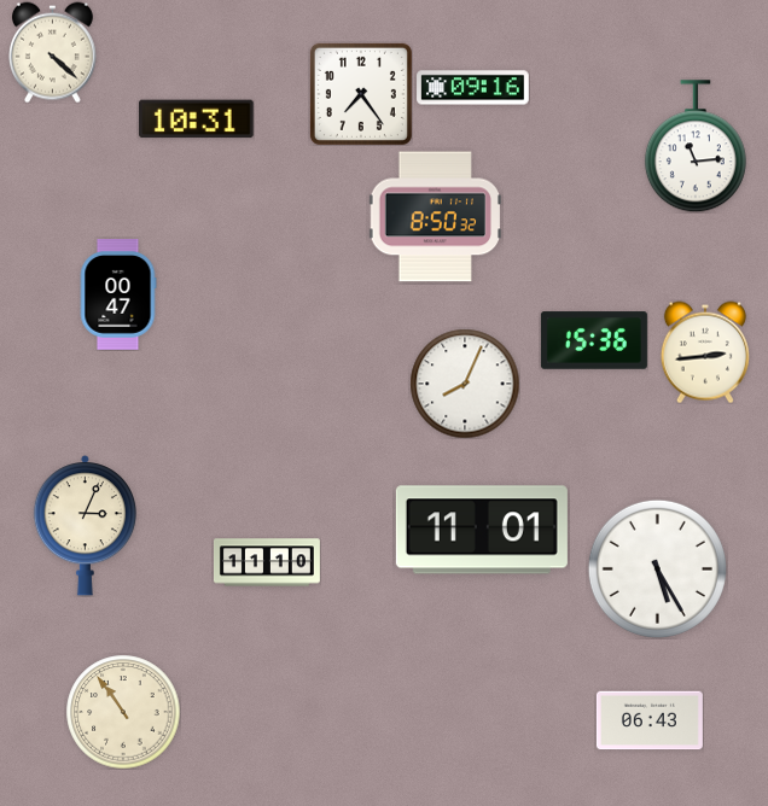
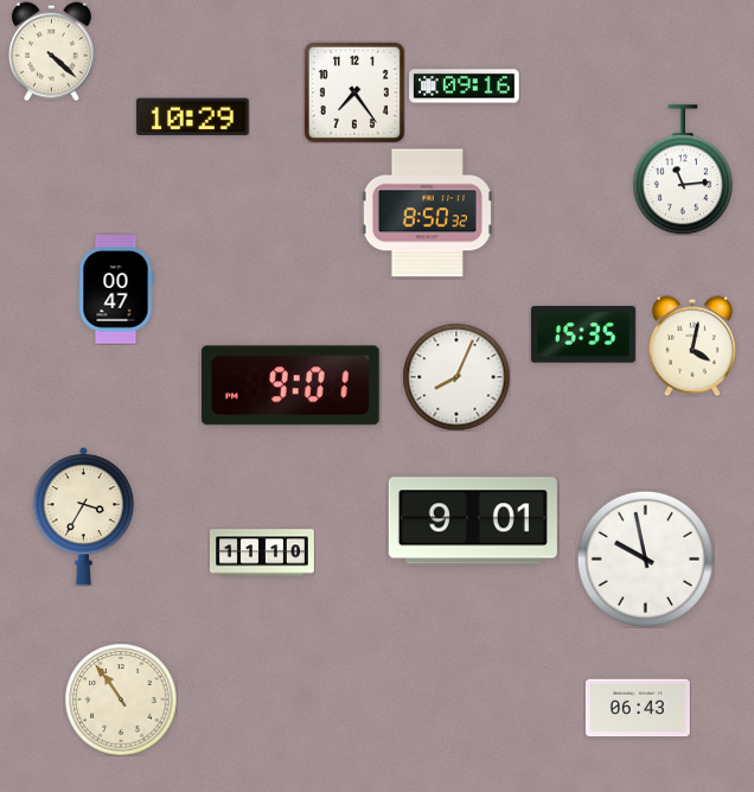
clock at (197, 119): 10:31 -> 10:29
clock at (696, 146) position: (696, 146) -> (683, 170)
clock at (594, 340): 15:36 -> 15:35
clock at (705, 352): 2:44 -> 4:02
clock at (290, 385): none -> 9:01
clock at (85, 526): 3:04 -> 3:35
clock at (482, 530): 11:01 -> 9:01
clock at (657, 568): 5:25 -> 9:58
